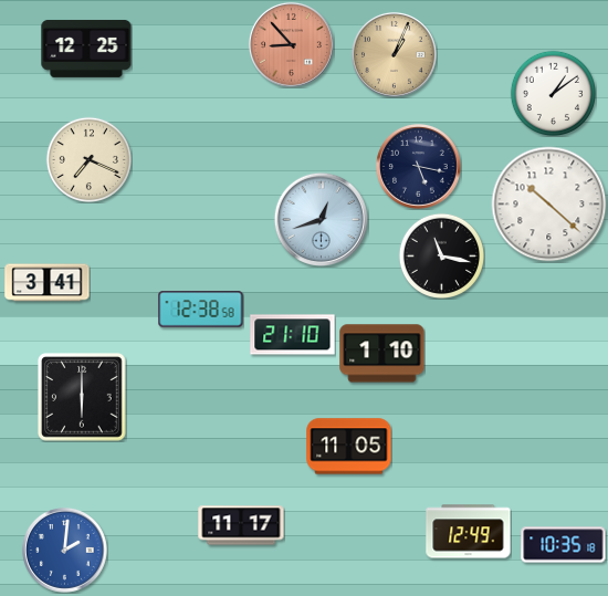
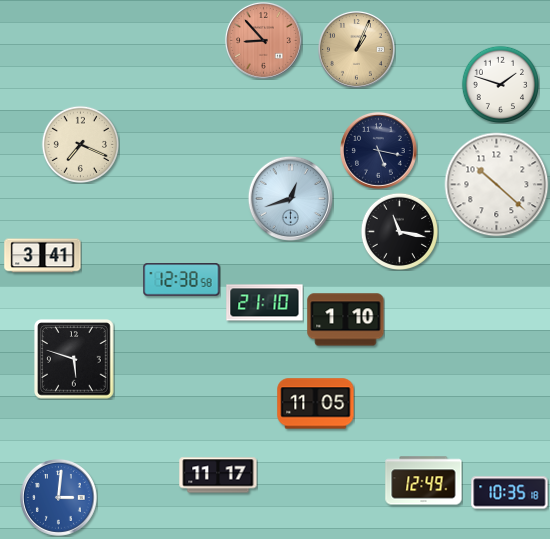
clock at (86, 49): 12:25 -> none
clock at (553, 93): 1:09 -> 1:48
clock at (83, 398): 6:00 -> 5:48
clock at (64, 550): 2:01 -> 3:01
